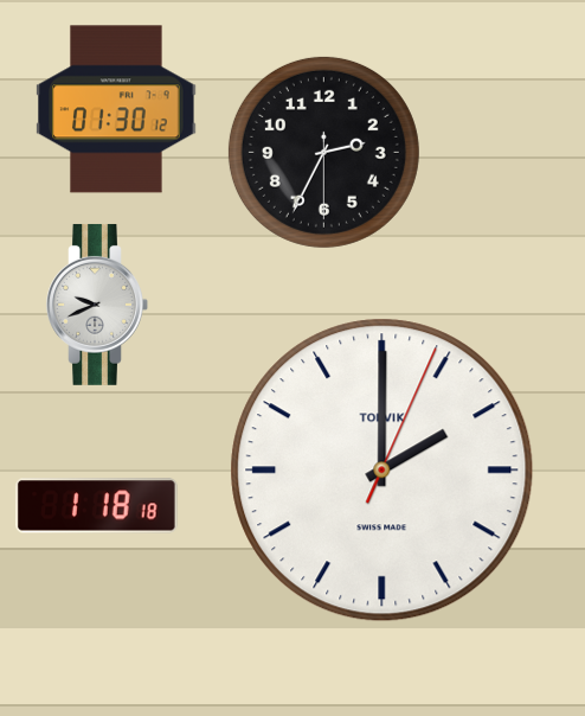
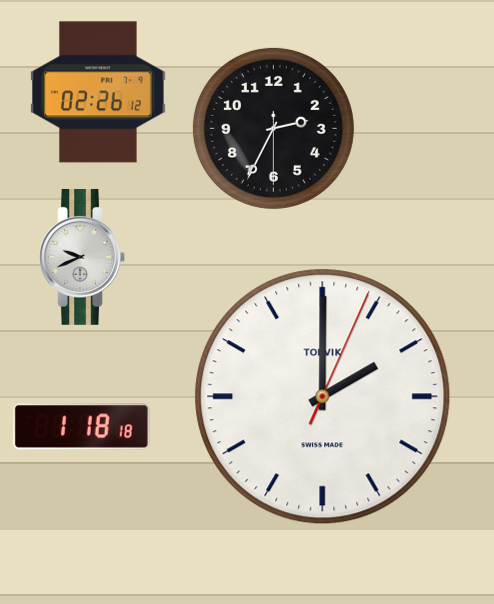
clock at (116, 109): 01:30 -> 02:26
